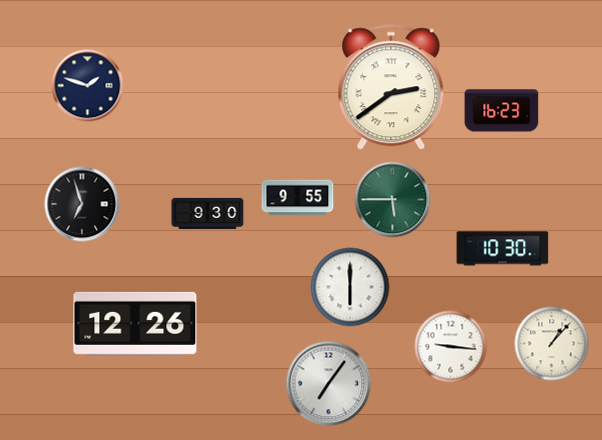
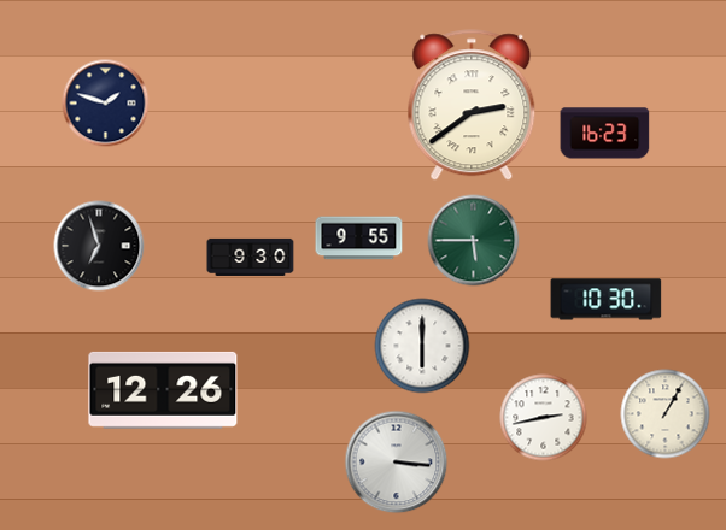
clock at (552, 344): 1:07 -> 1:05
clock at (451, 347): 9:16 -> 2:43
clock at (329, 384): 7:06 -> 3:16
